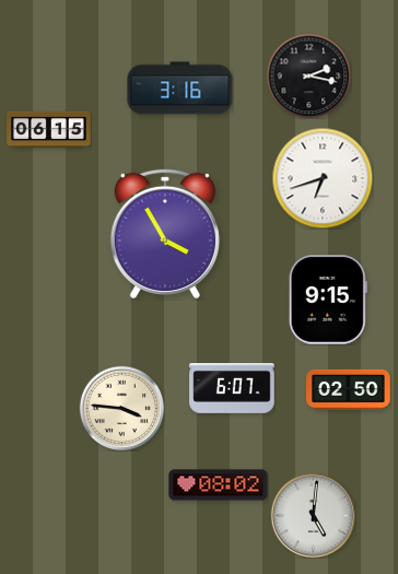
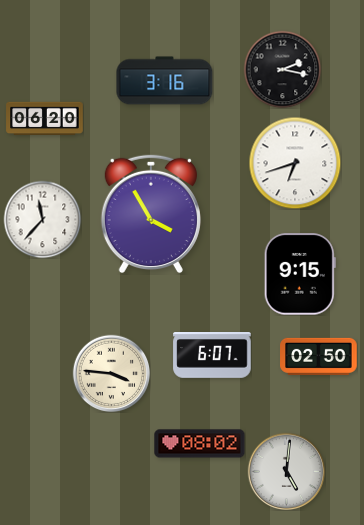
clock at (49, 130): 06:15 -> 06:20
clock at (42, 219): none -> 11:37
